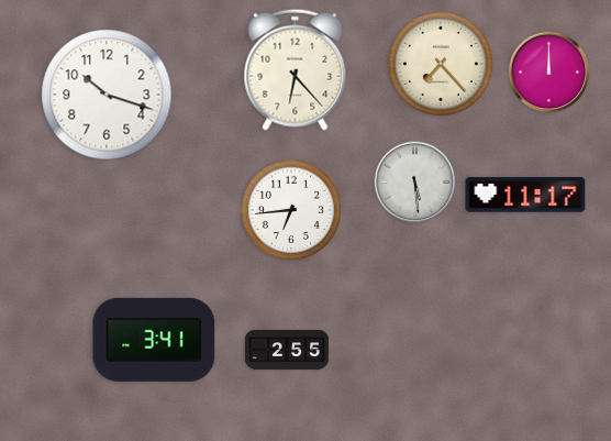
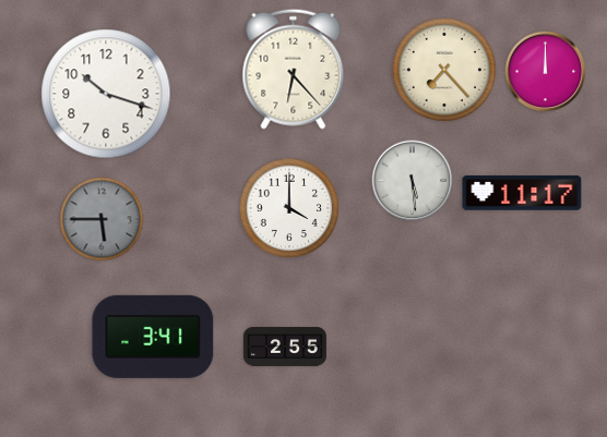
clock at (441, 64) position: (441, 64) -> (444, 70)
clock at (290, 209): 6:44 -> 4:00
clock at (102, 219): none -> 5:45
